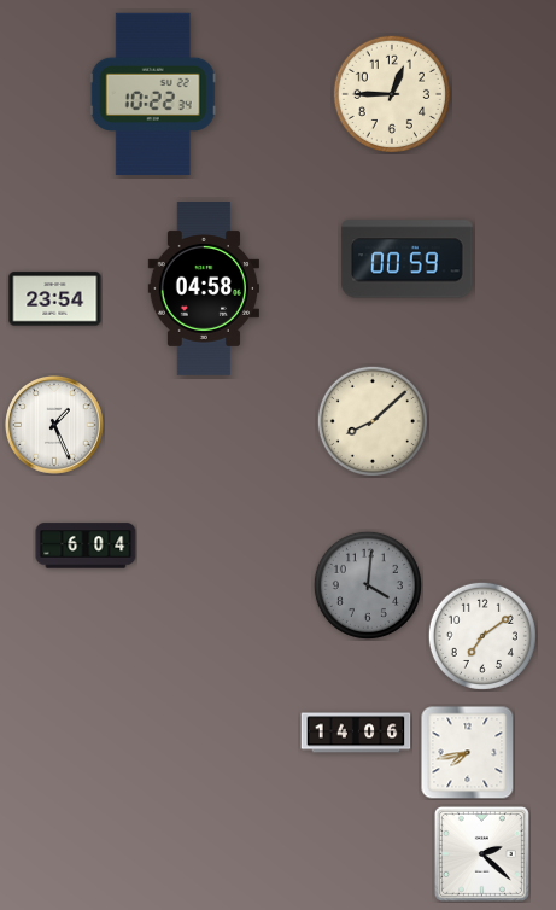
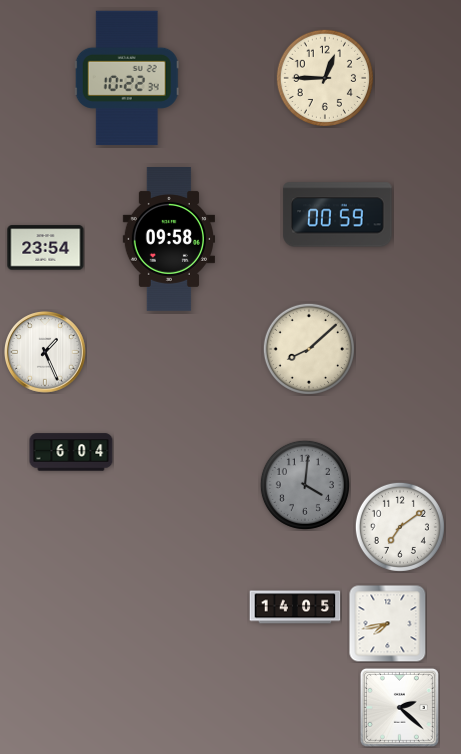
clock at (203, 290): 04:58 -> 09:58
clock at (356, 733): 14:06 -> 14:05
